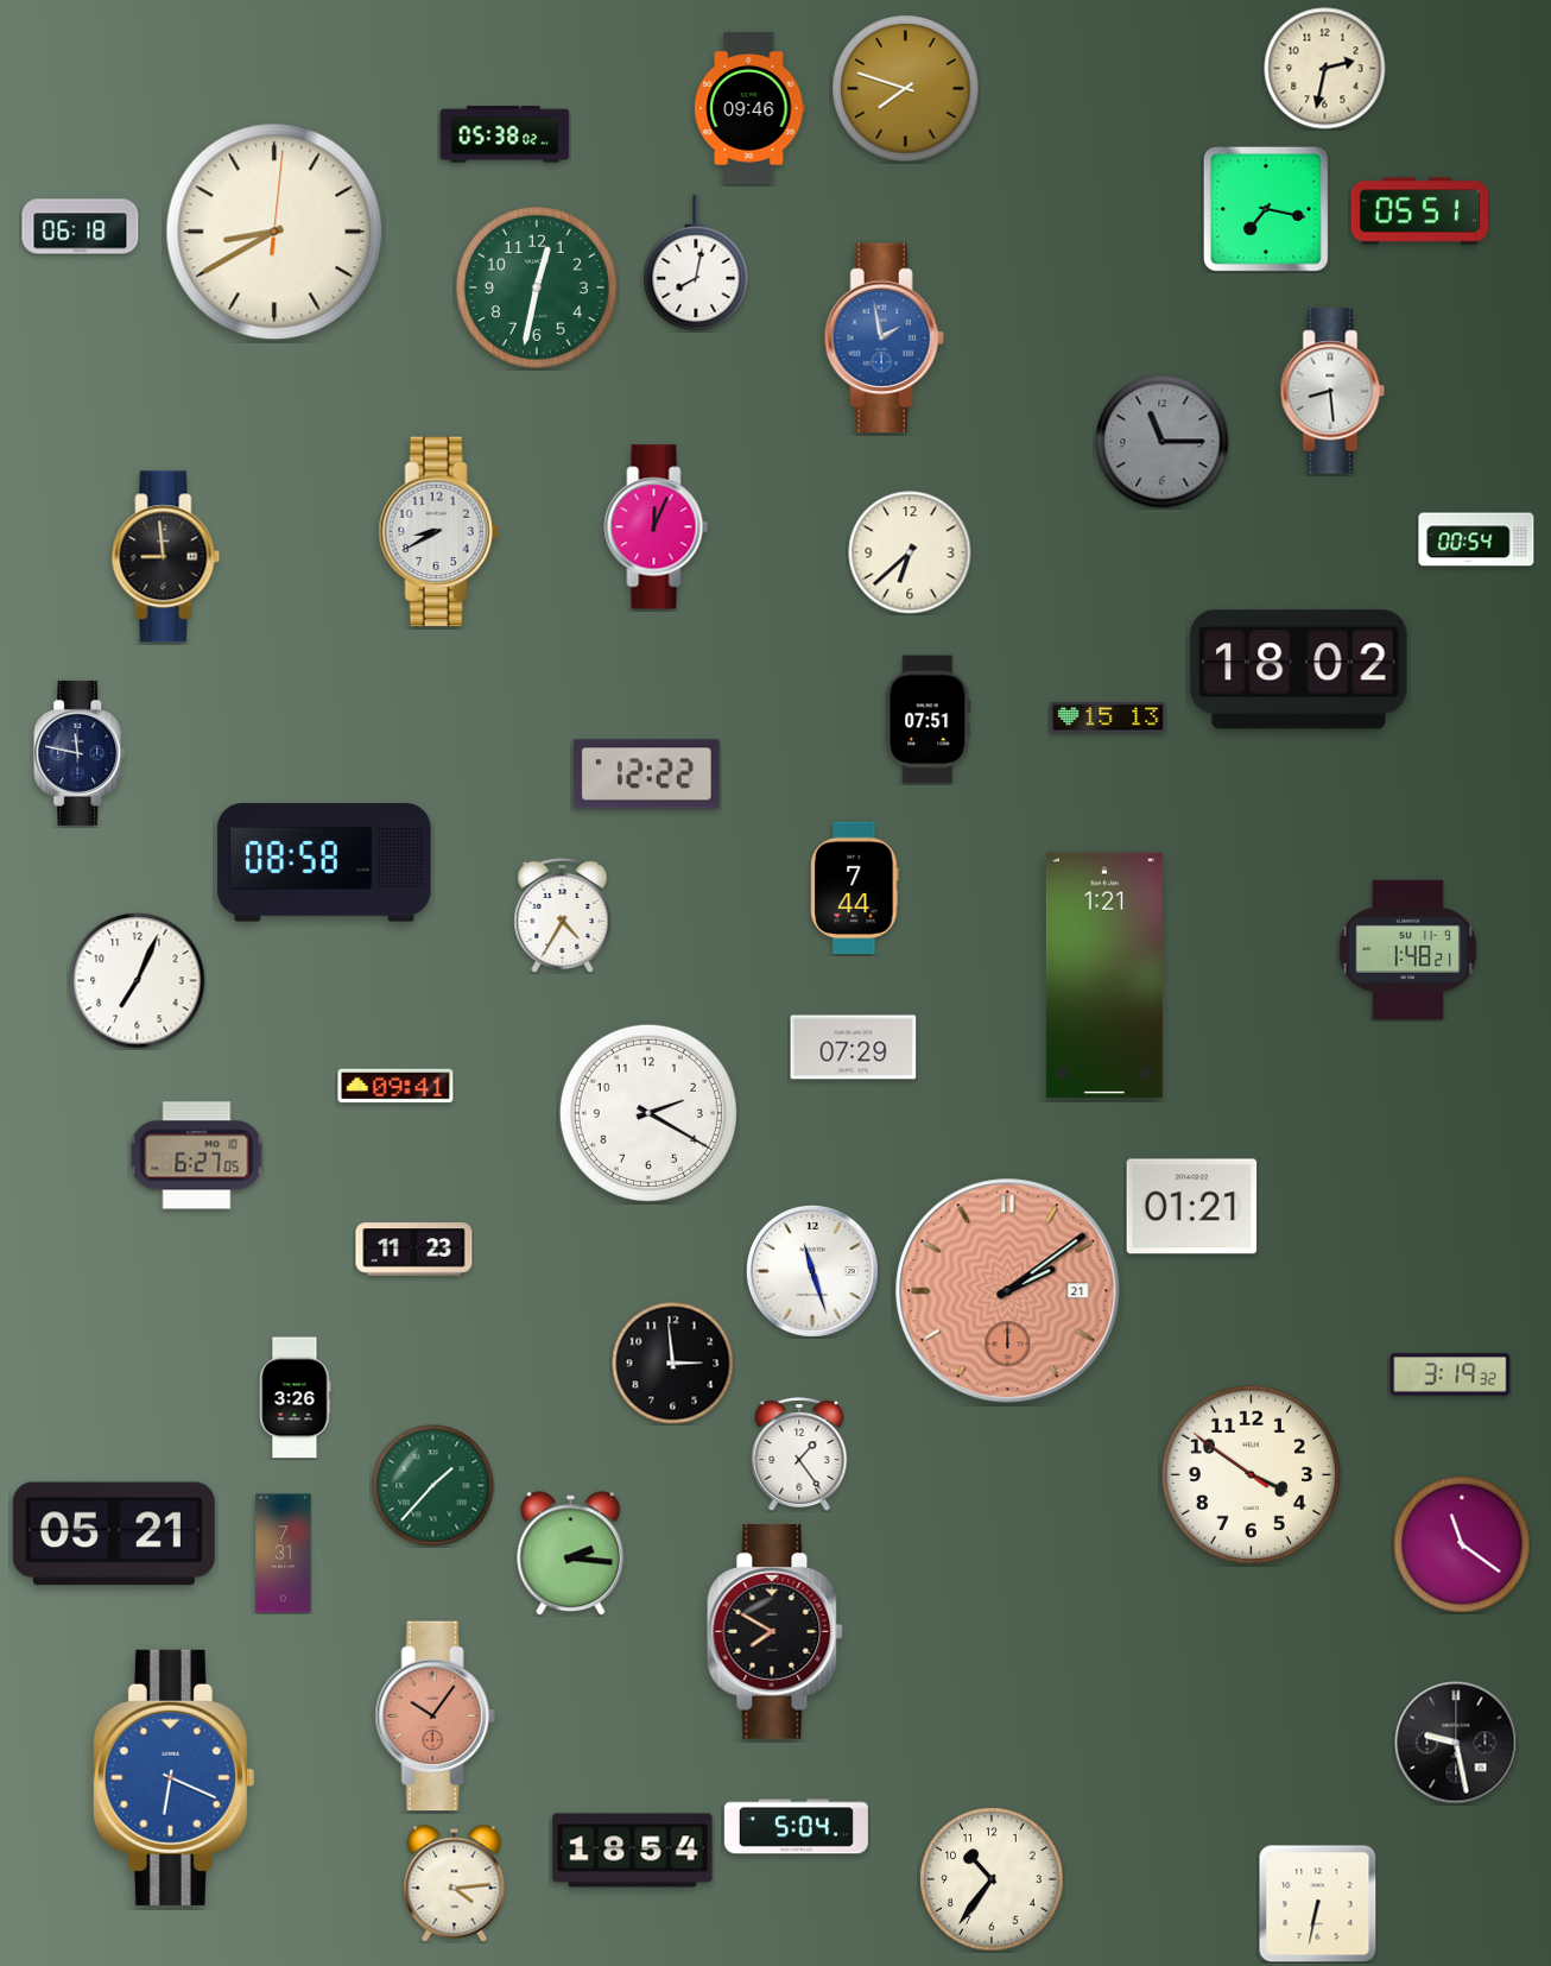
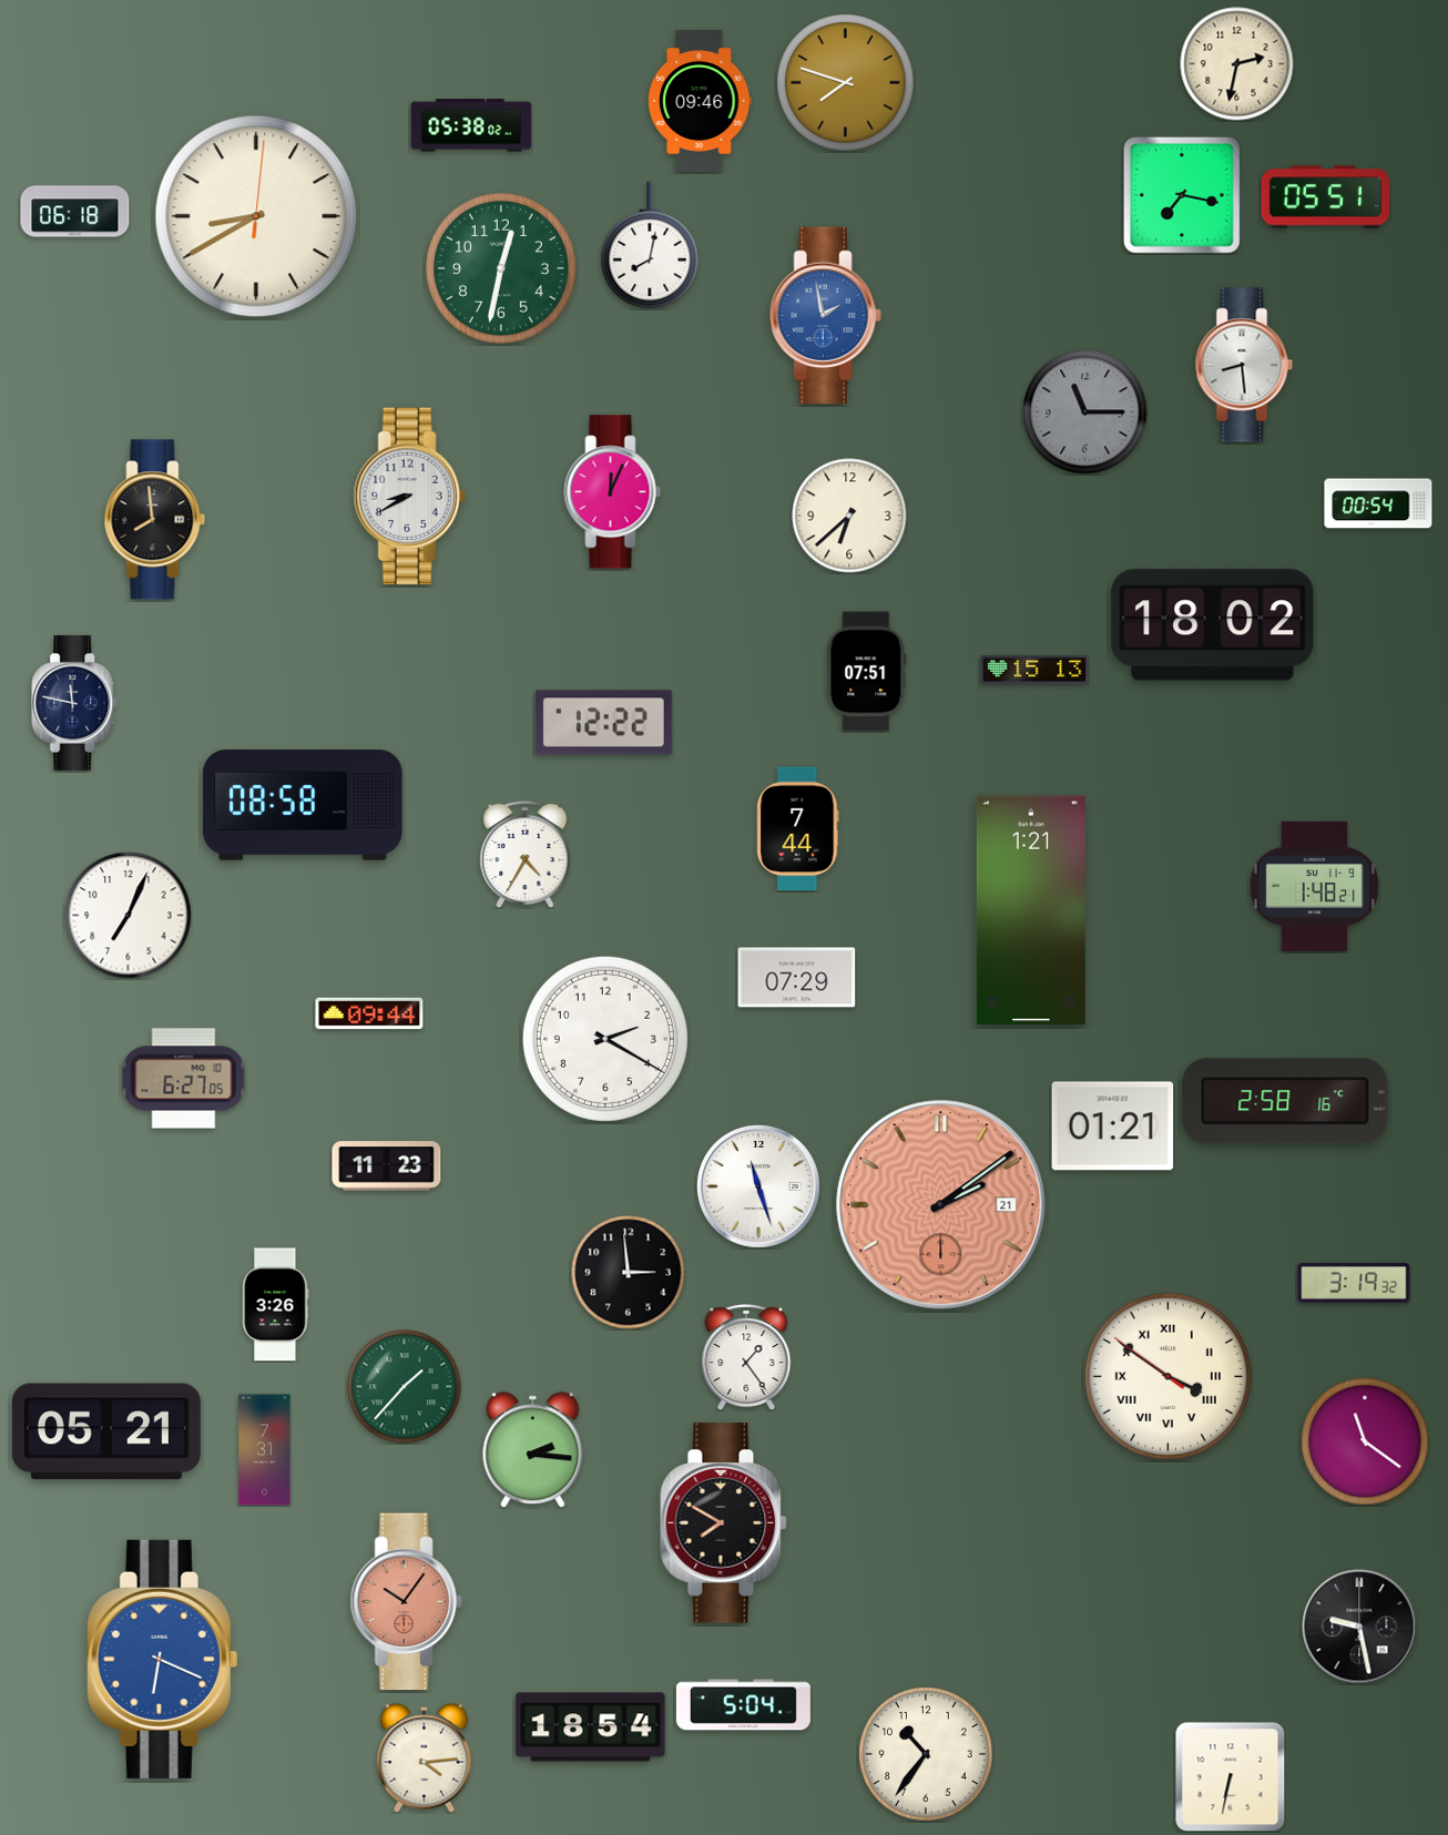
clock at (166, 557): 8:59 -> 7:59
clock at (395, 1086): 09:41 -> 09:44
clock at (1285, 1101): none -> 2:58
clock at (1251, 1474) numerals: Arabic -> Roman
